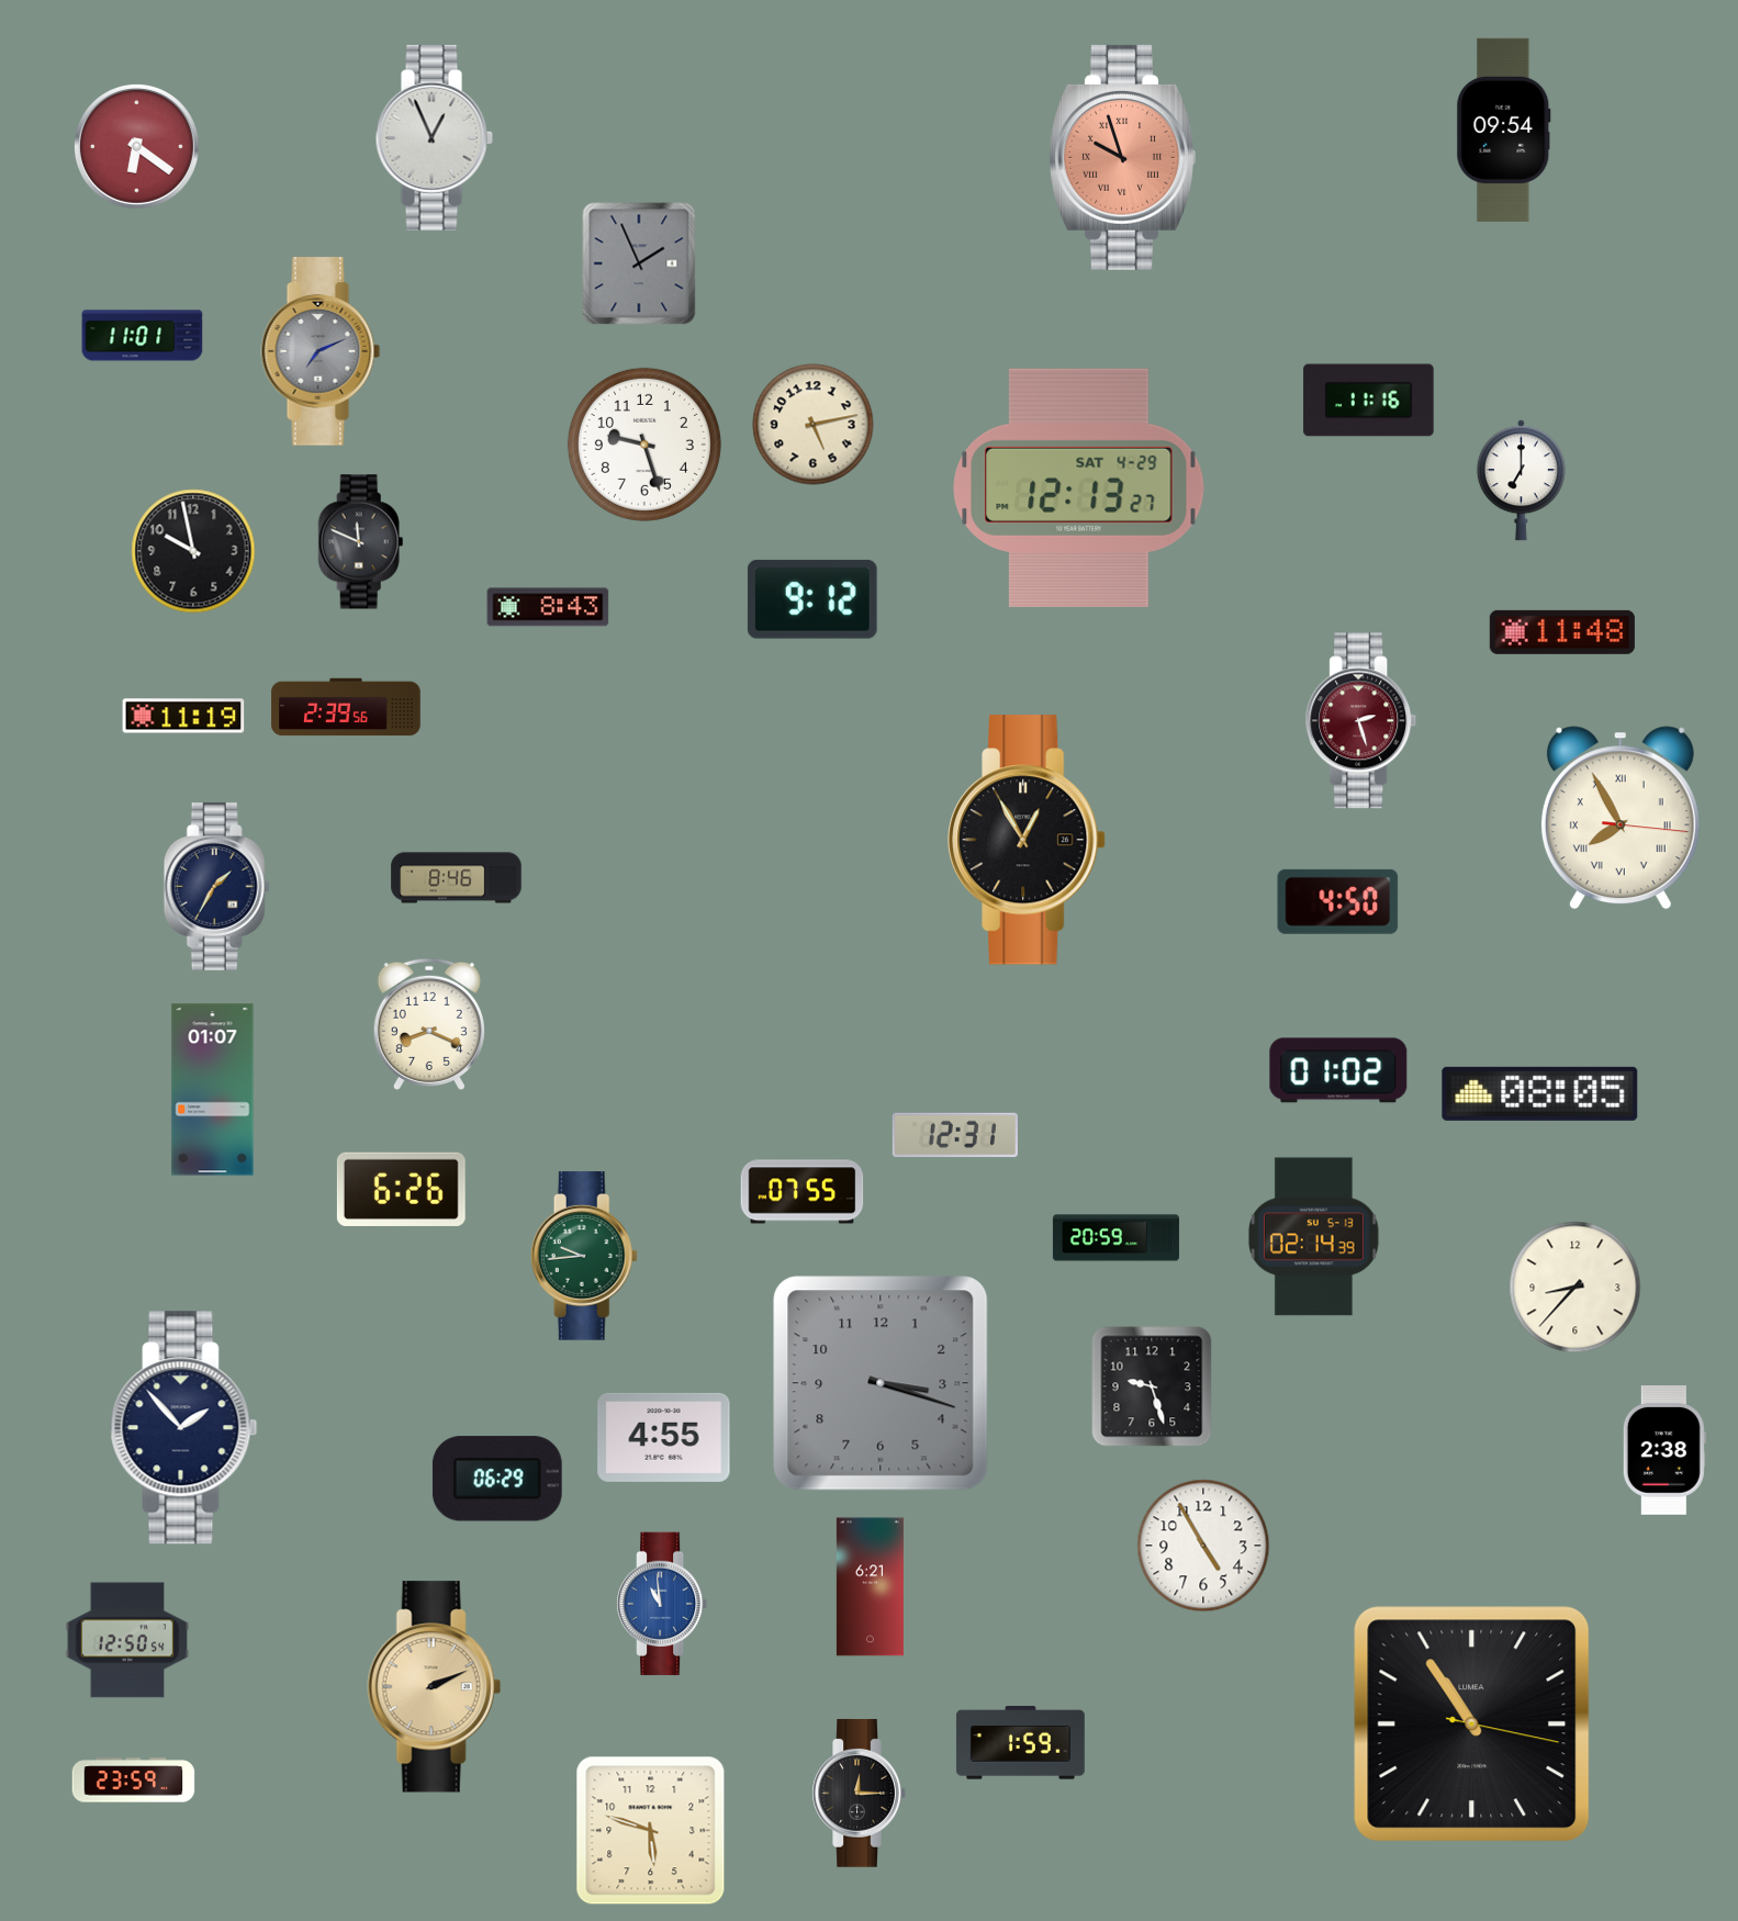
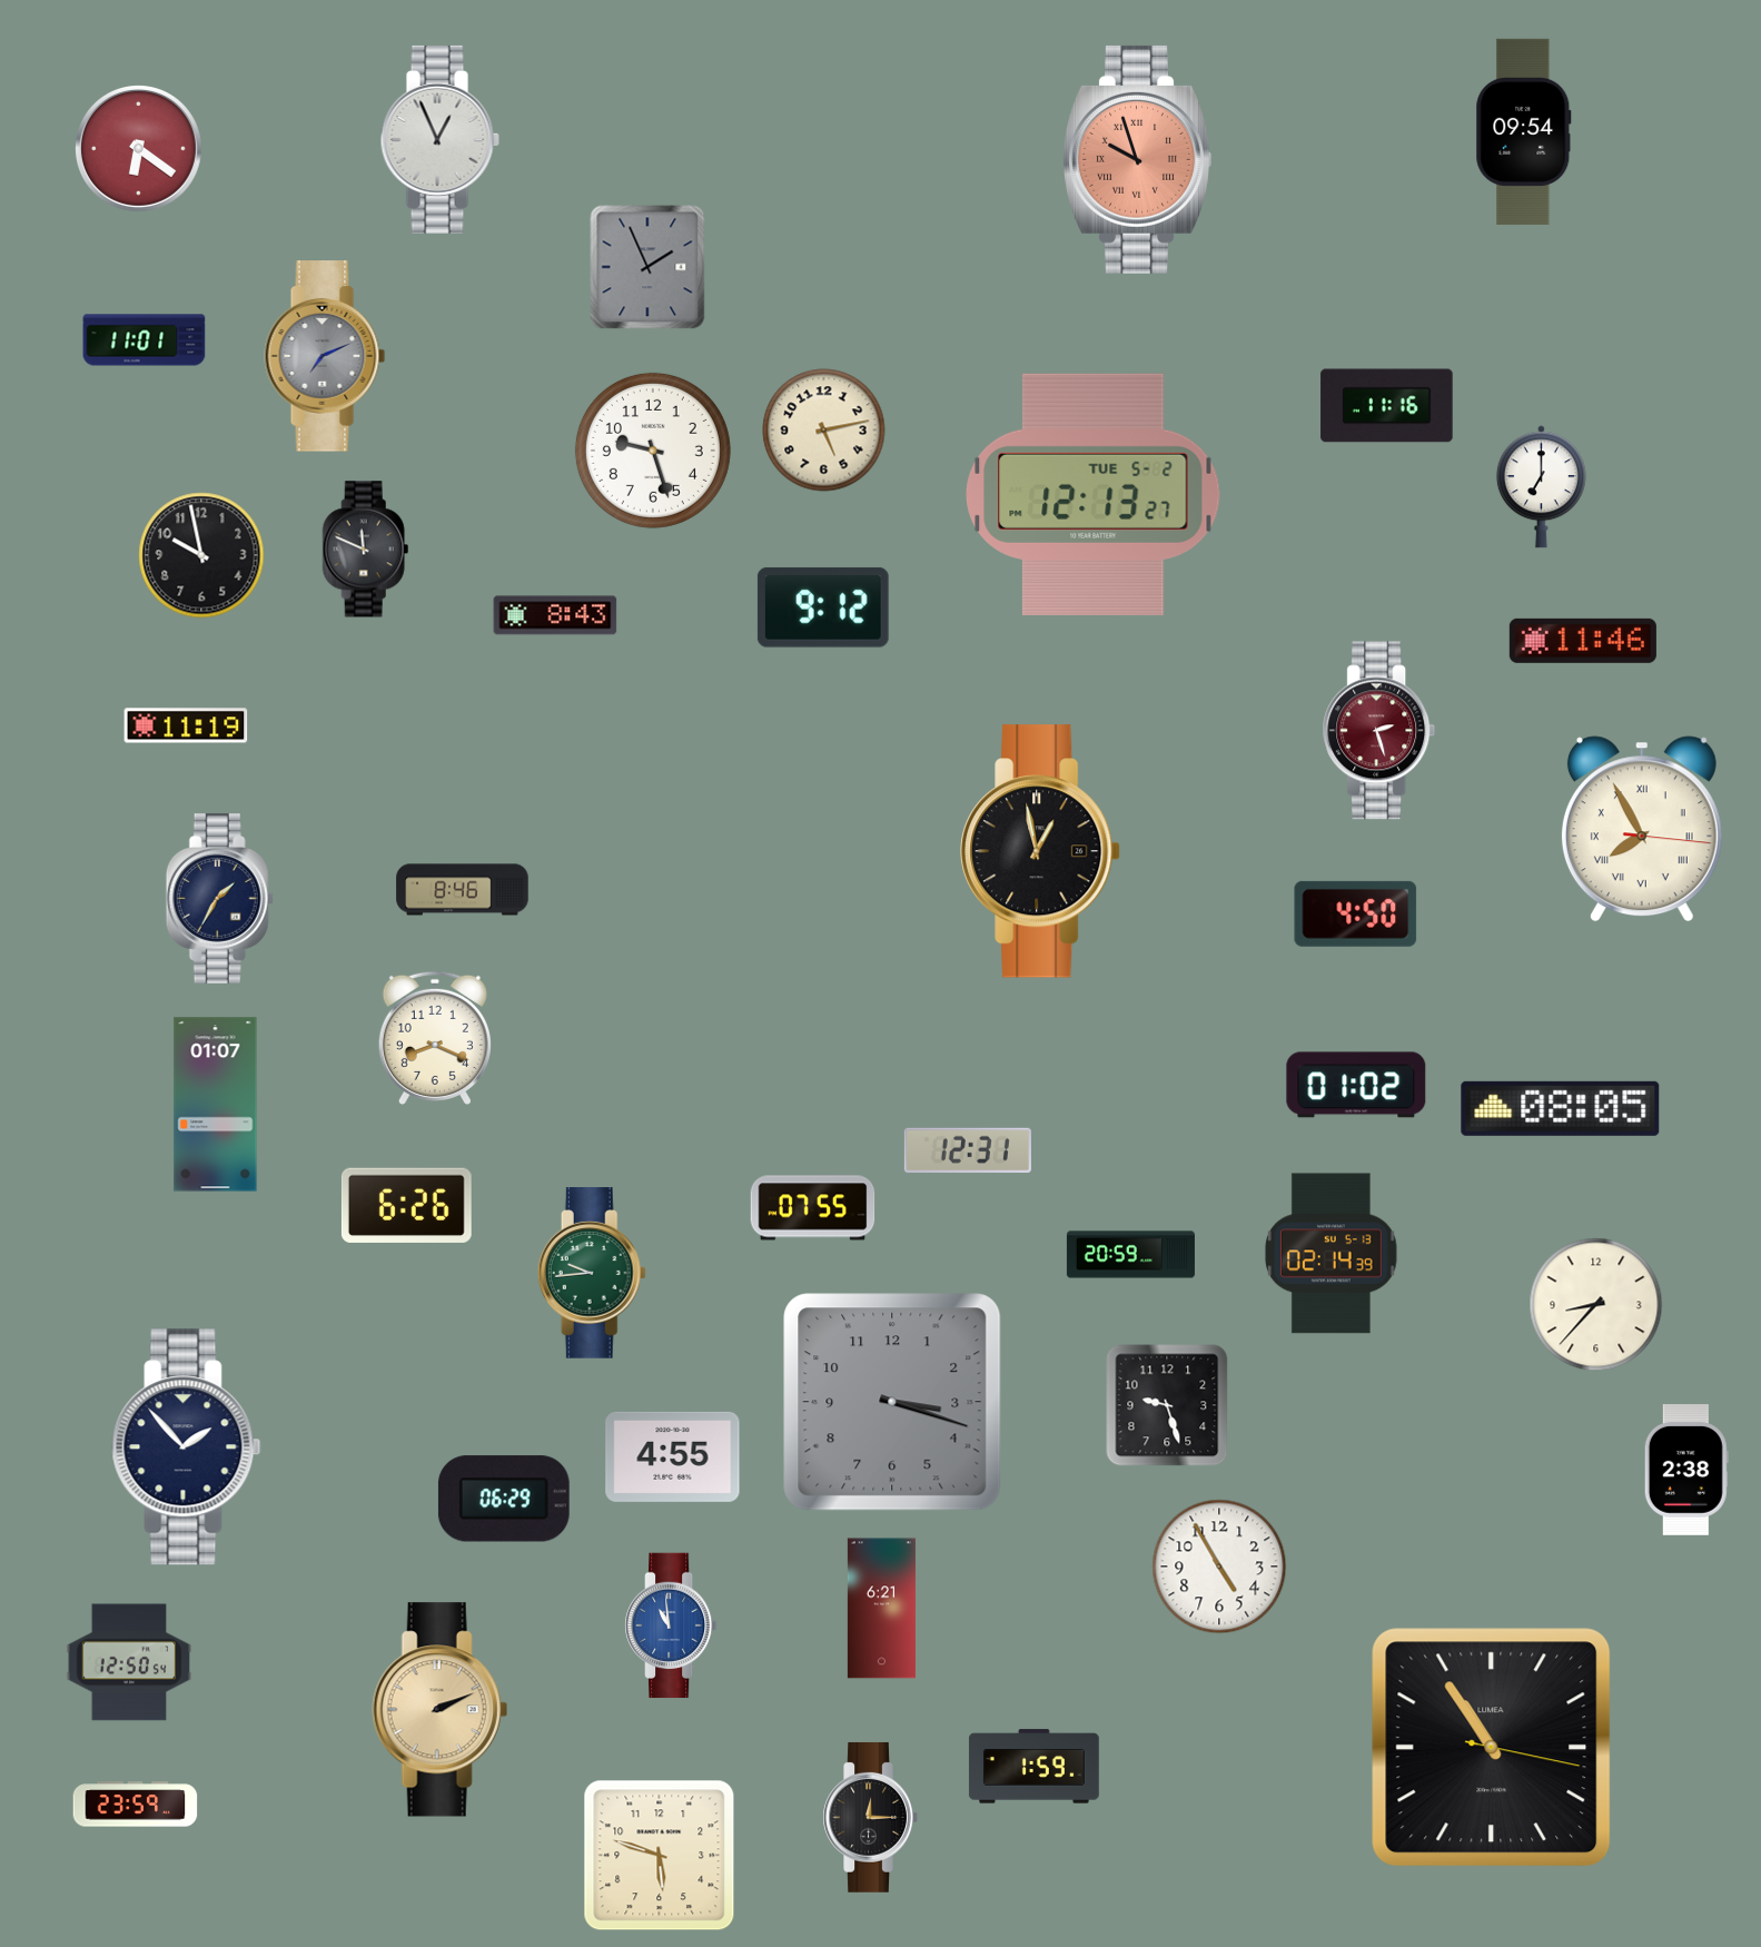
clock at (1079, 487) date: SAT 4-29 -> TUE 5-2
clock at (193, 551) position: (193, 551) -> (201, 555)
clock at (1562, 632): 11:48 -> 11:46
clock at (346, 707): 2:39 -> none
clock at (1027, 840): 12:55 -> 12:58
